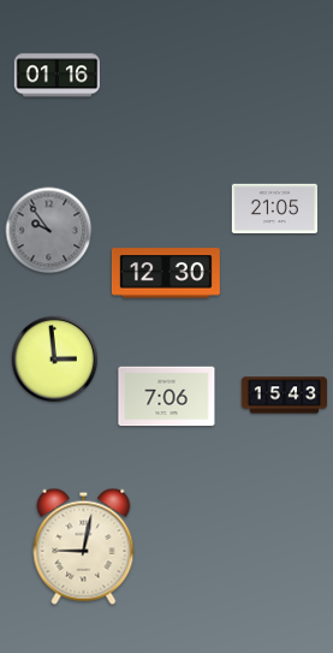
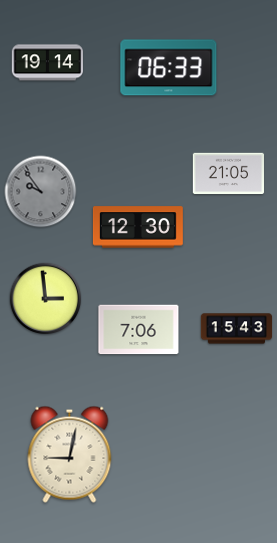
clock at (58, 76): 01:16 -> 19:14
clock at (169, 68): none -> 06:33
